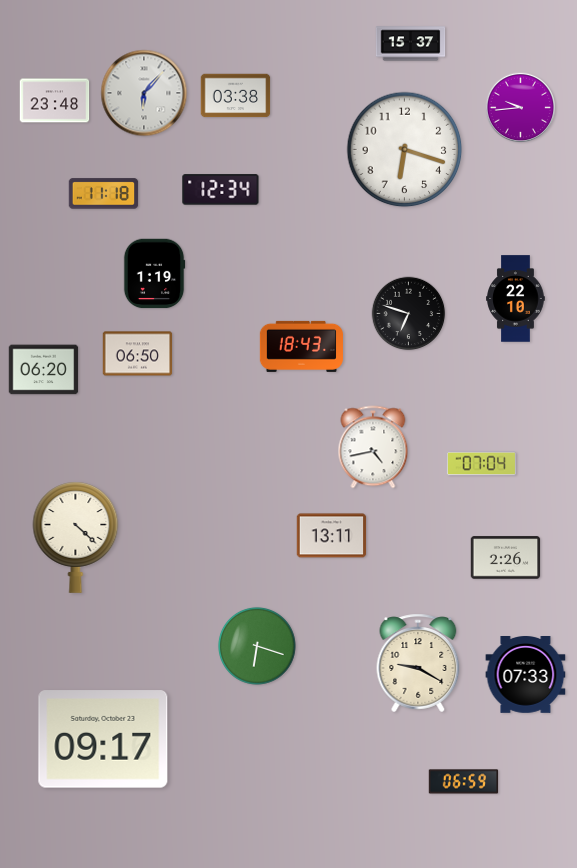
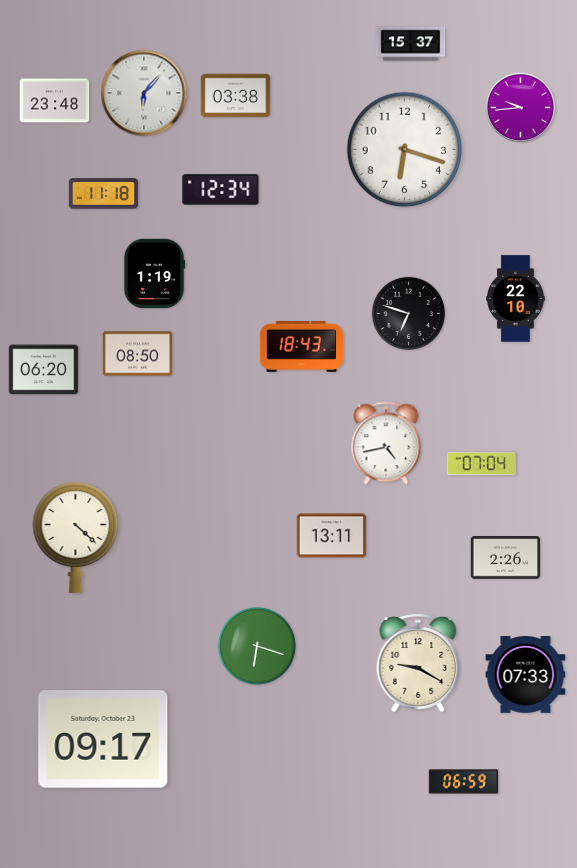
clock at (138, 354): 06:50 -> 08:50
clock at (373, 447) position: (373, 447) -> (386, 443)
